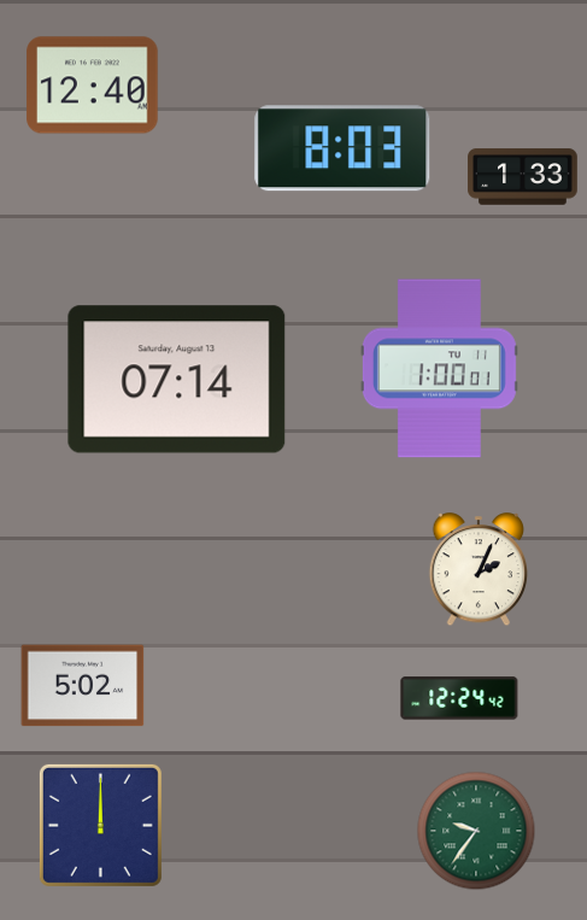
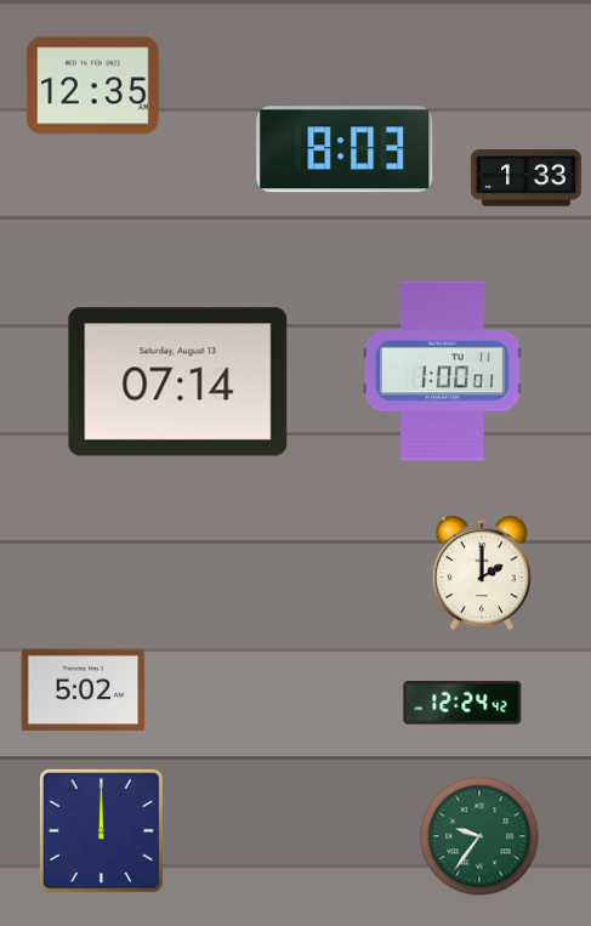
clock at (93, 86): 12:40 -> 12:35
clock at (479, 570): 2:04 -> 2:00
